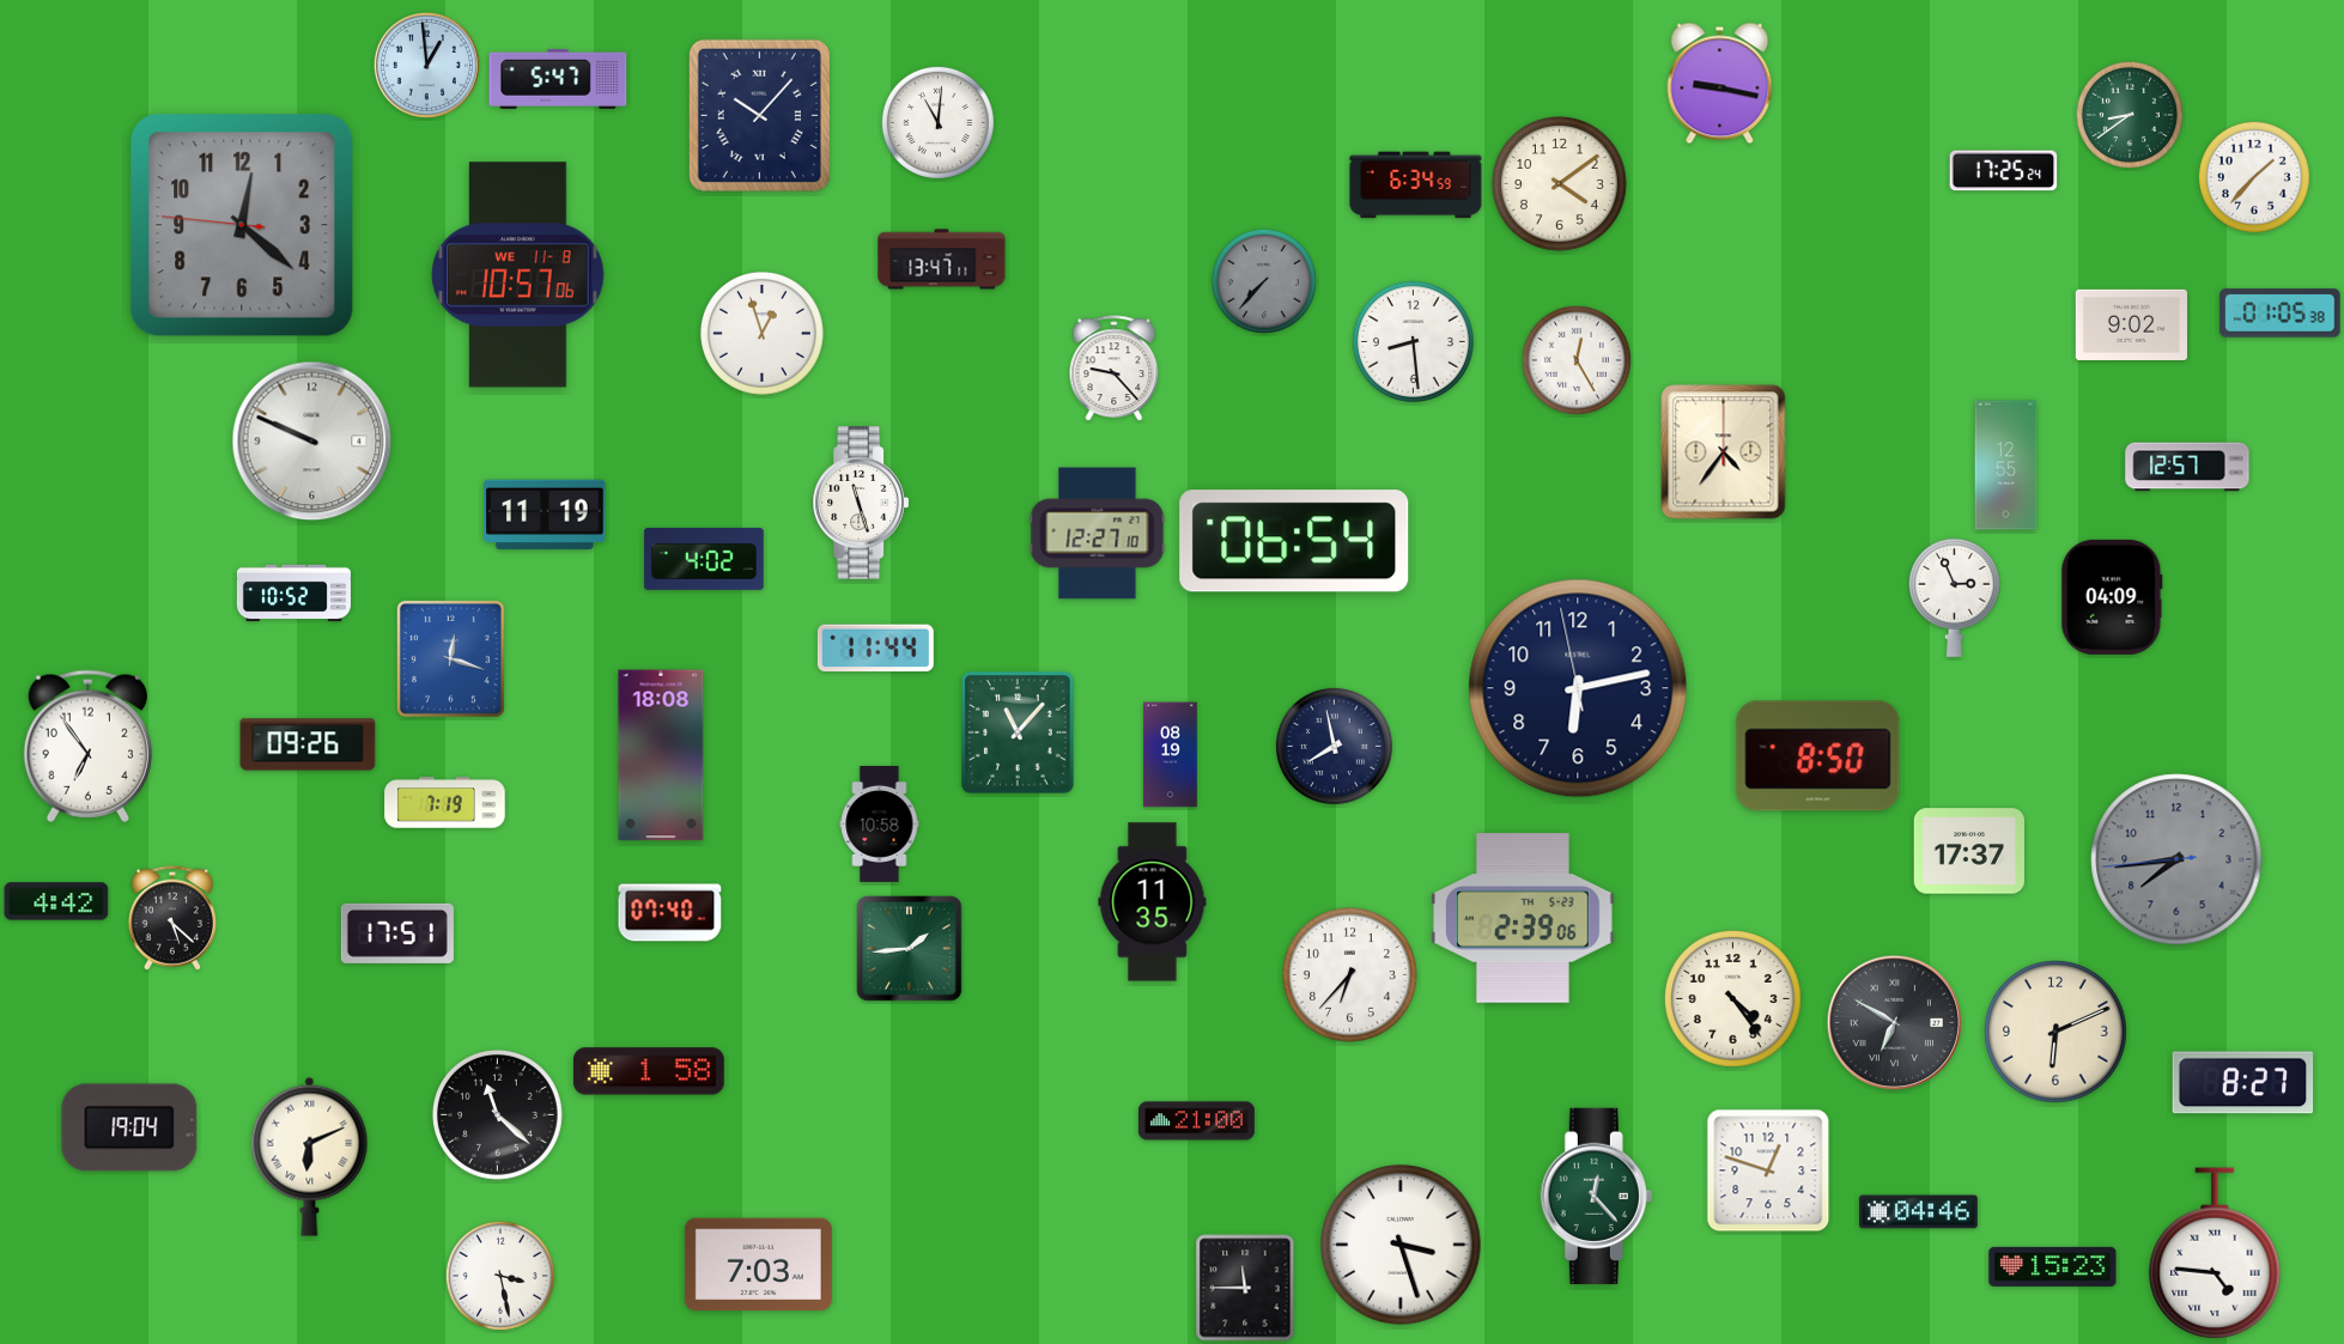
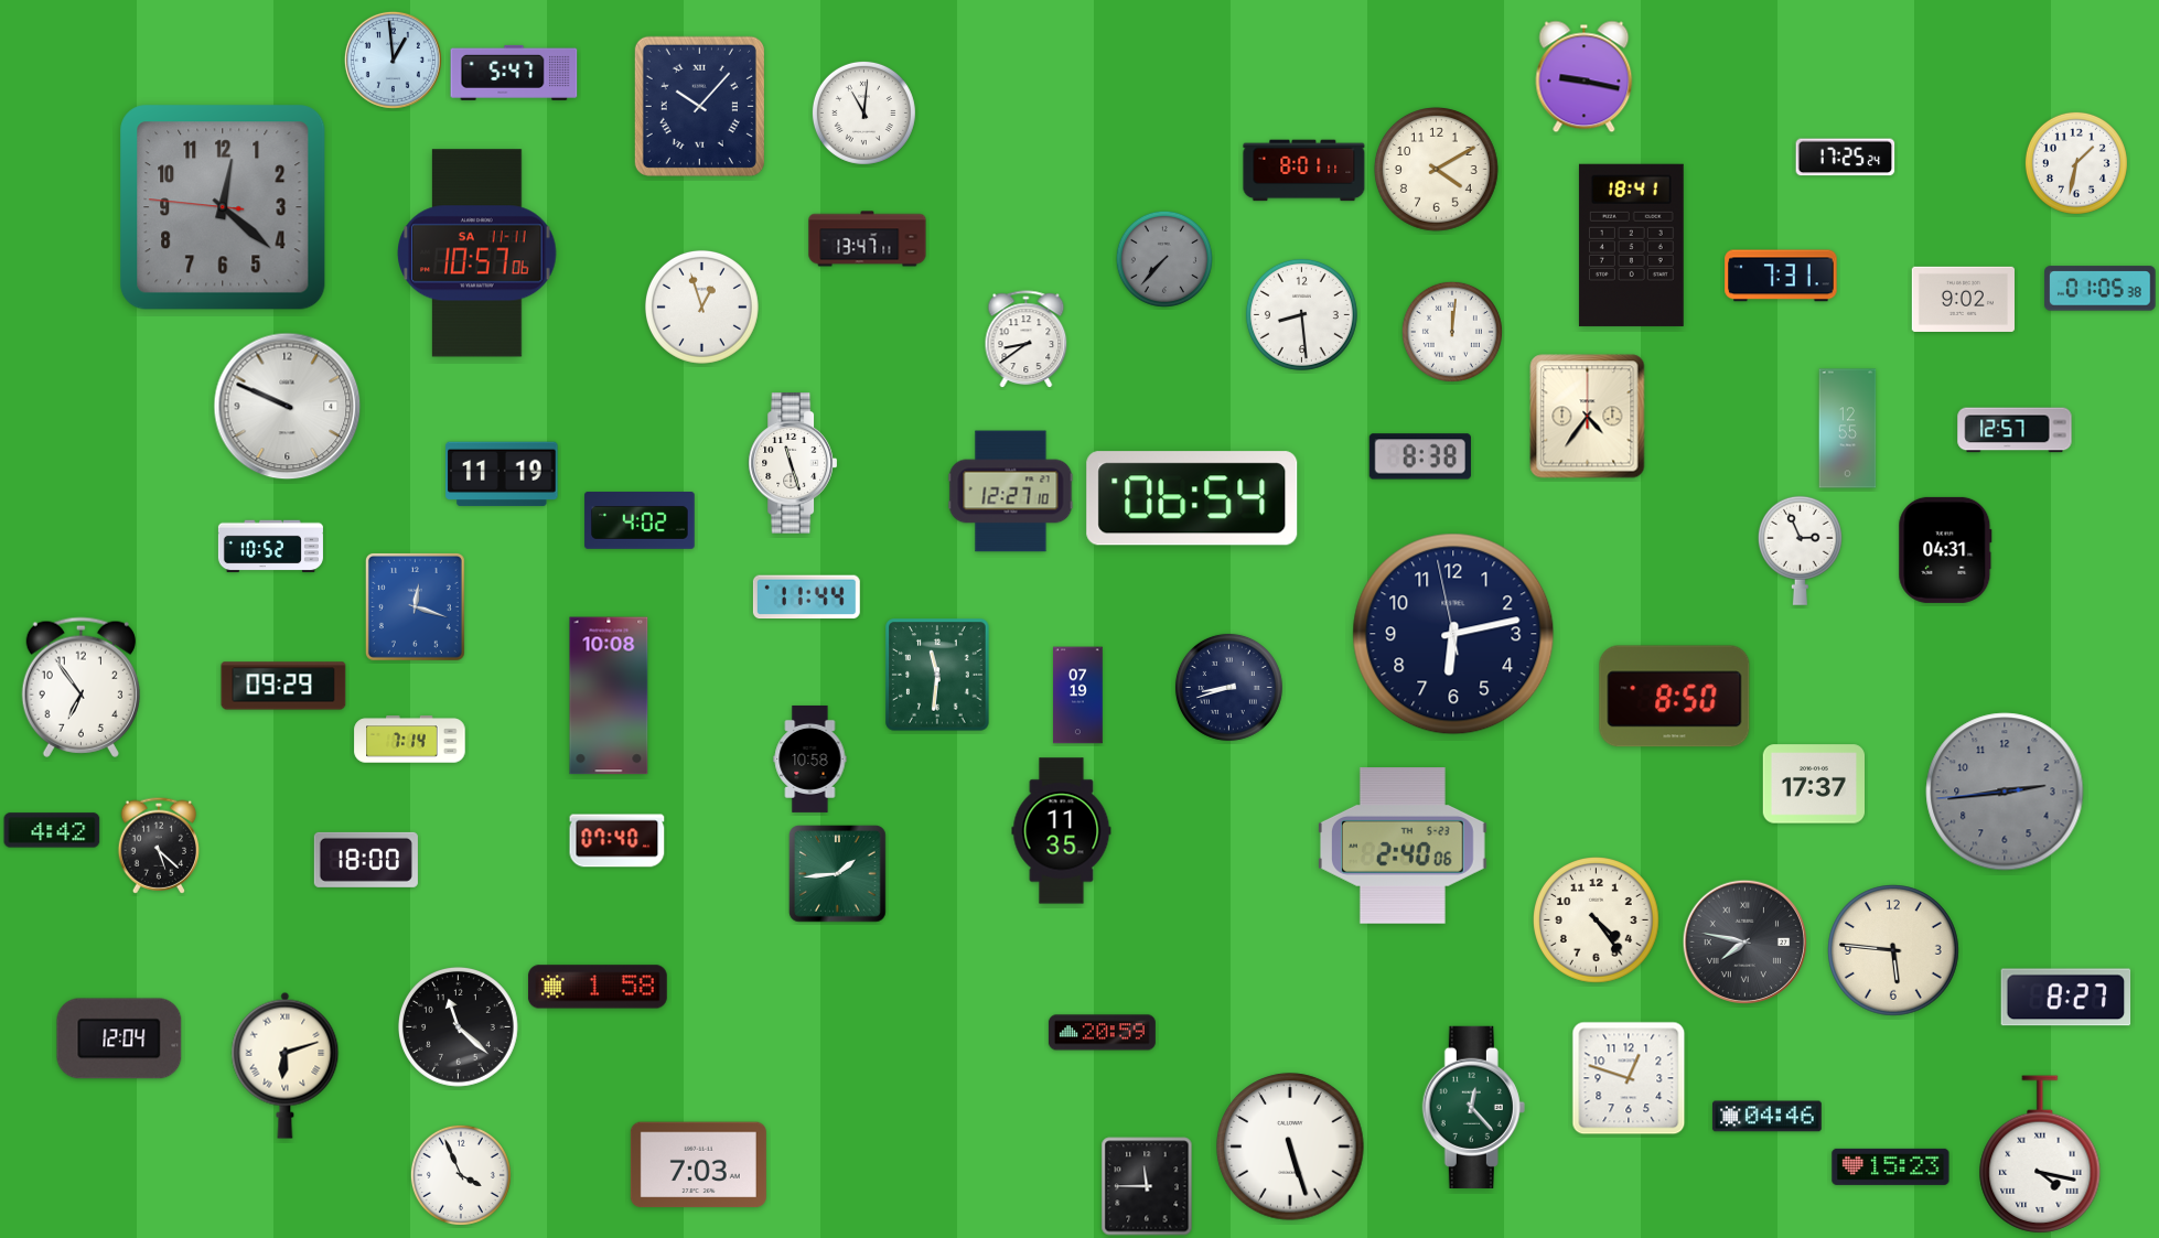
clock at (2130, 115): 8:39 -> none
clock at (2254, 177): 1:37 -> 1:32
clock at (1560, 184): 4:09 -> 4:10
clock at (1416, 186): 6:34 -> 8:01
clock at (1631, 245): none -> 18:41
clock at (518, 275) date: WE 11-8 -> SA 11-11
clock at (1781, 276): none -> 7:31
clock at (1577, 360): 12:25 -> 12:01
clock at (1115, 369): 9:23 -> 8:39
clock at (1420, 456): none -> 8:38
clock at (704, 559) position: (704, 559) -> (640, 520)
clock at (2112, 597): 04:09 -> 04:31
clock at (1018, 732): 11:07 -> 11:31
clock at (308, 744): 09:26 -> 09:29
clock at (1334, 746): 7:58 -> 8:42
clock at (661, 755): 18:08 -> 10:08
clock at (1171, 755): 08:19 -> 07:19
clock at (445, 803): 7:19 -> 7:14
clock at (2176, 859): 7:43 -> 2:43
clock at (1523, 919): 2:39 -> 2:40
clock at (397, 933): 17:51 -> 18:00
clock at (1350, 975): 6:37 -> none
clock at (1895, 1023): 6:50 -> 7:47
clock at (2055, 1032): 6:11 -> 5:46
clock at (1196, 1121): 21:00 -> 20:59
clock at (129, 1127): 19:04 -> 12:04
clock at (310, 1156): 6:11 -> 6:12
clock at (1596, 1196) position: (1596, 1196) -> (1473, 1107)
clock at (1401, 1245): 3:27 -> 5:27
clock at (2215, 1253): 4:46 -> 4:17
clock at (500, 1276): 3:28 -> 3:56
